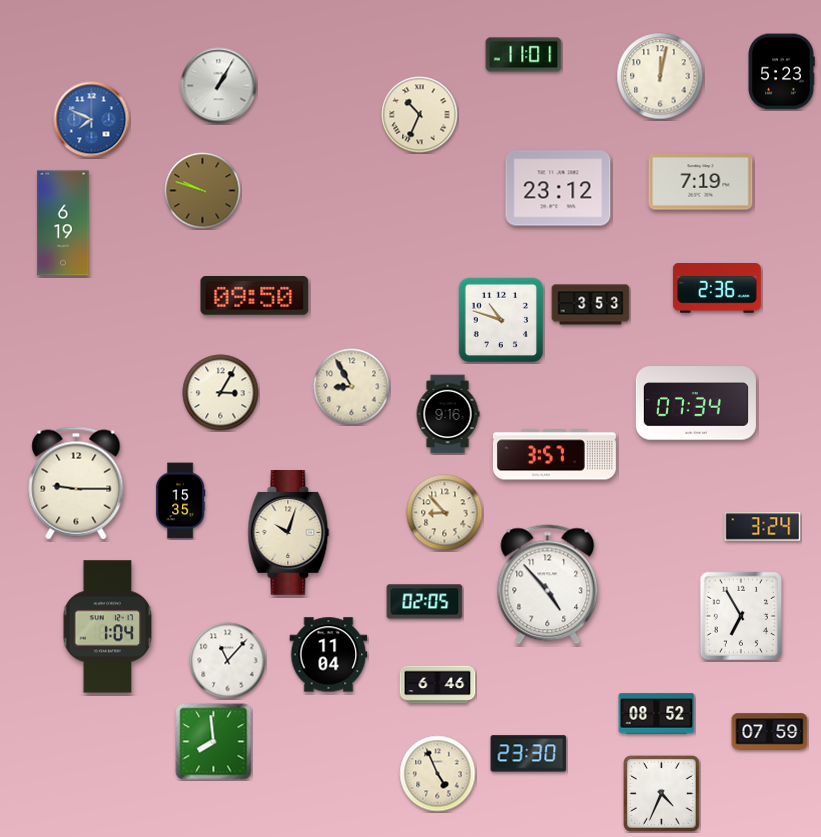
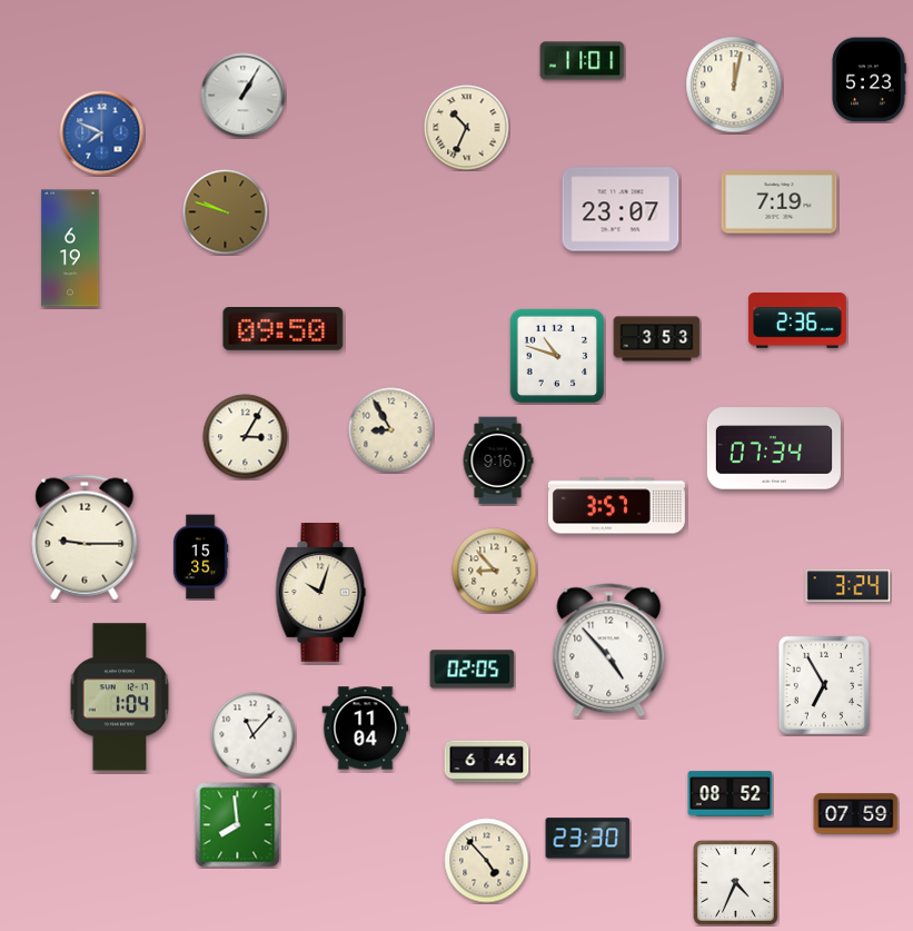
clock at (558, 188): 23:12 -> 23:07
clock at (438, 774): 4:56 -> 4:53
